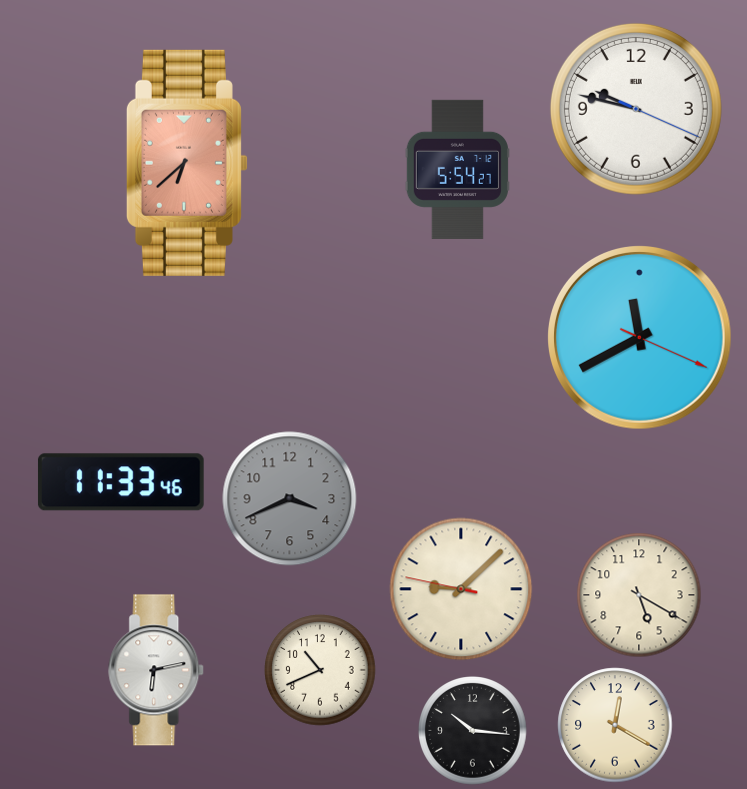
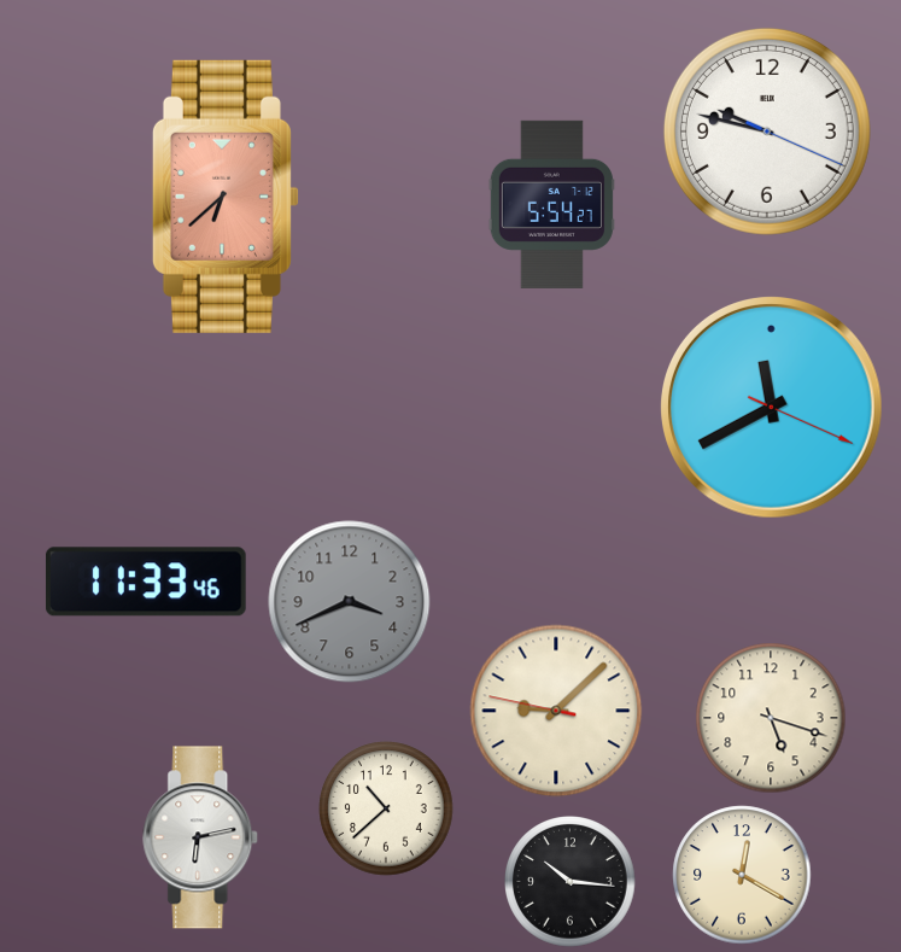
clock at (639, 595): 5:20 -> 5:18
clock at (157, 670) position: (157, 670) -> (201, 837)
clock at (320, 670): 10:41 -> 10:38
